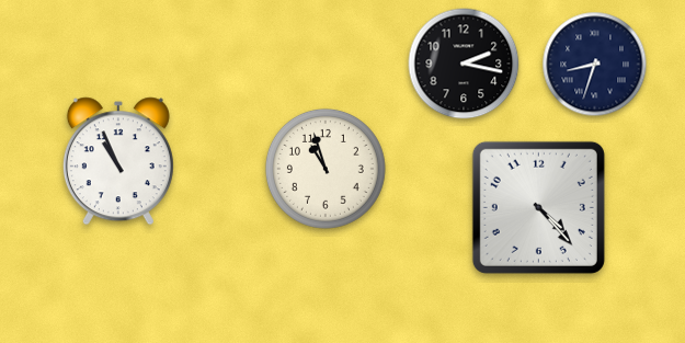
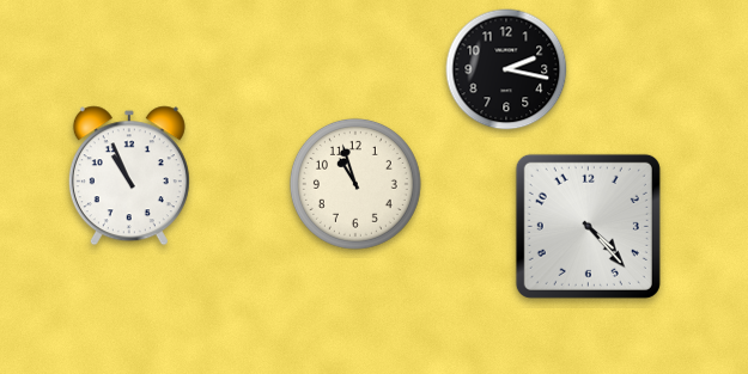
clock at (595, 65): 8:33 -> none
